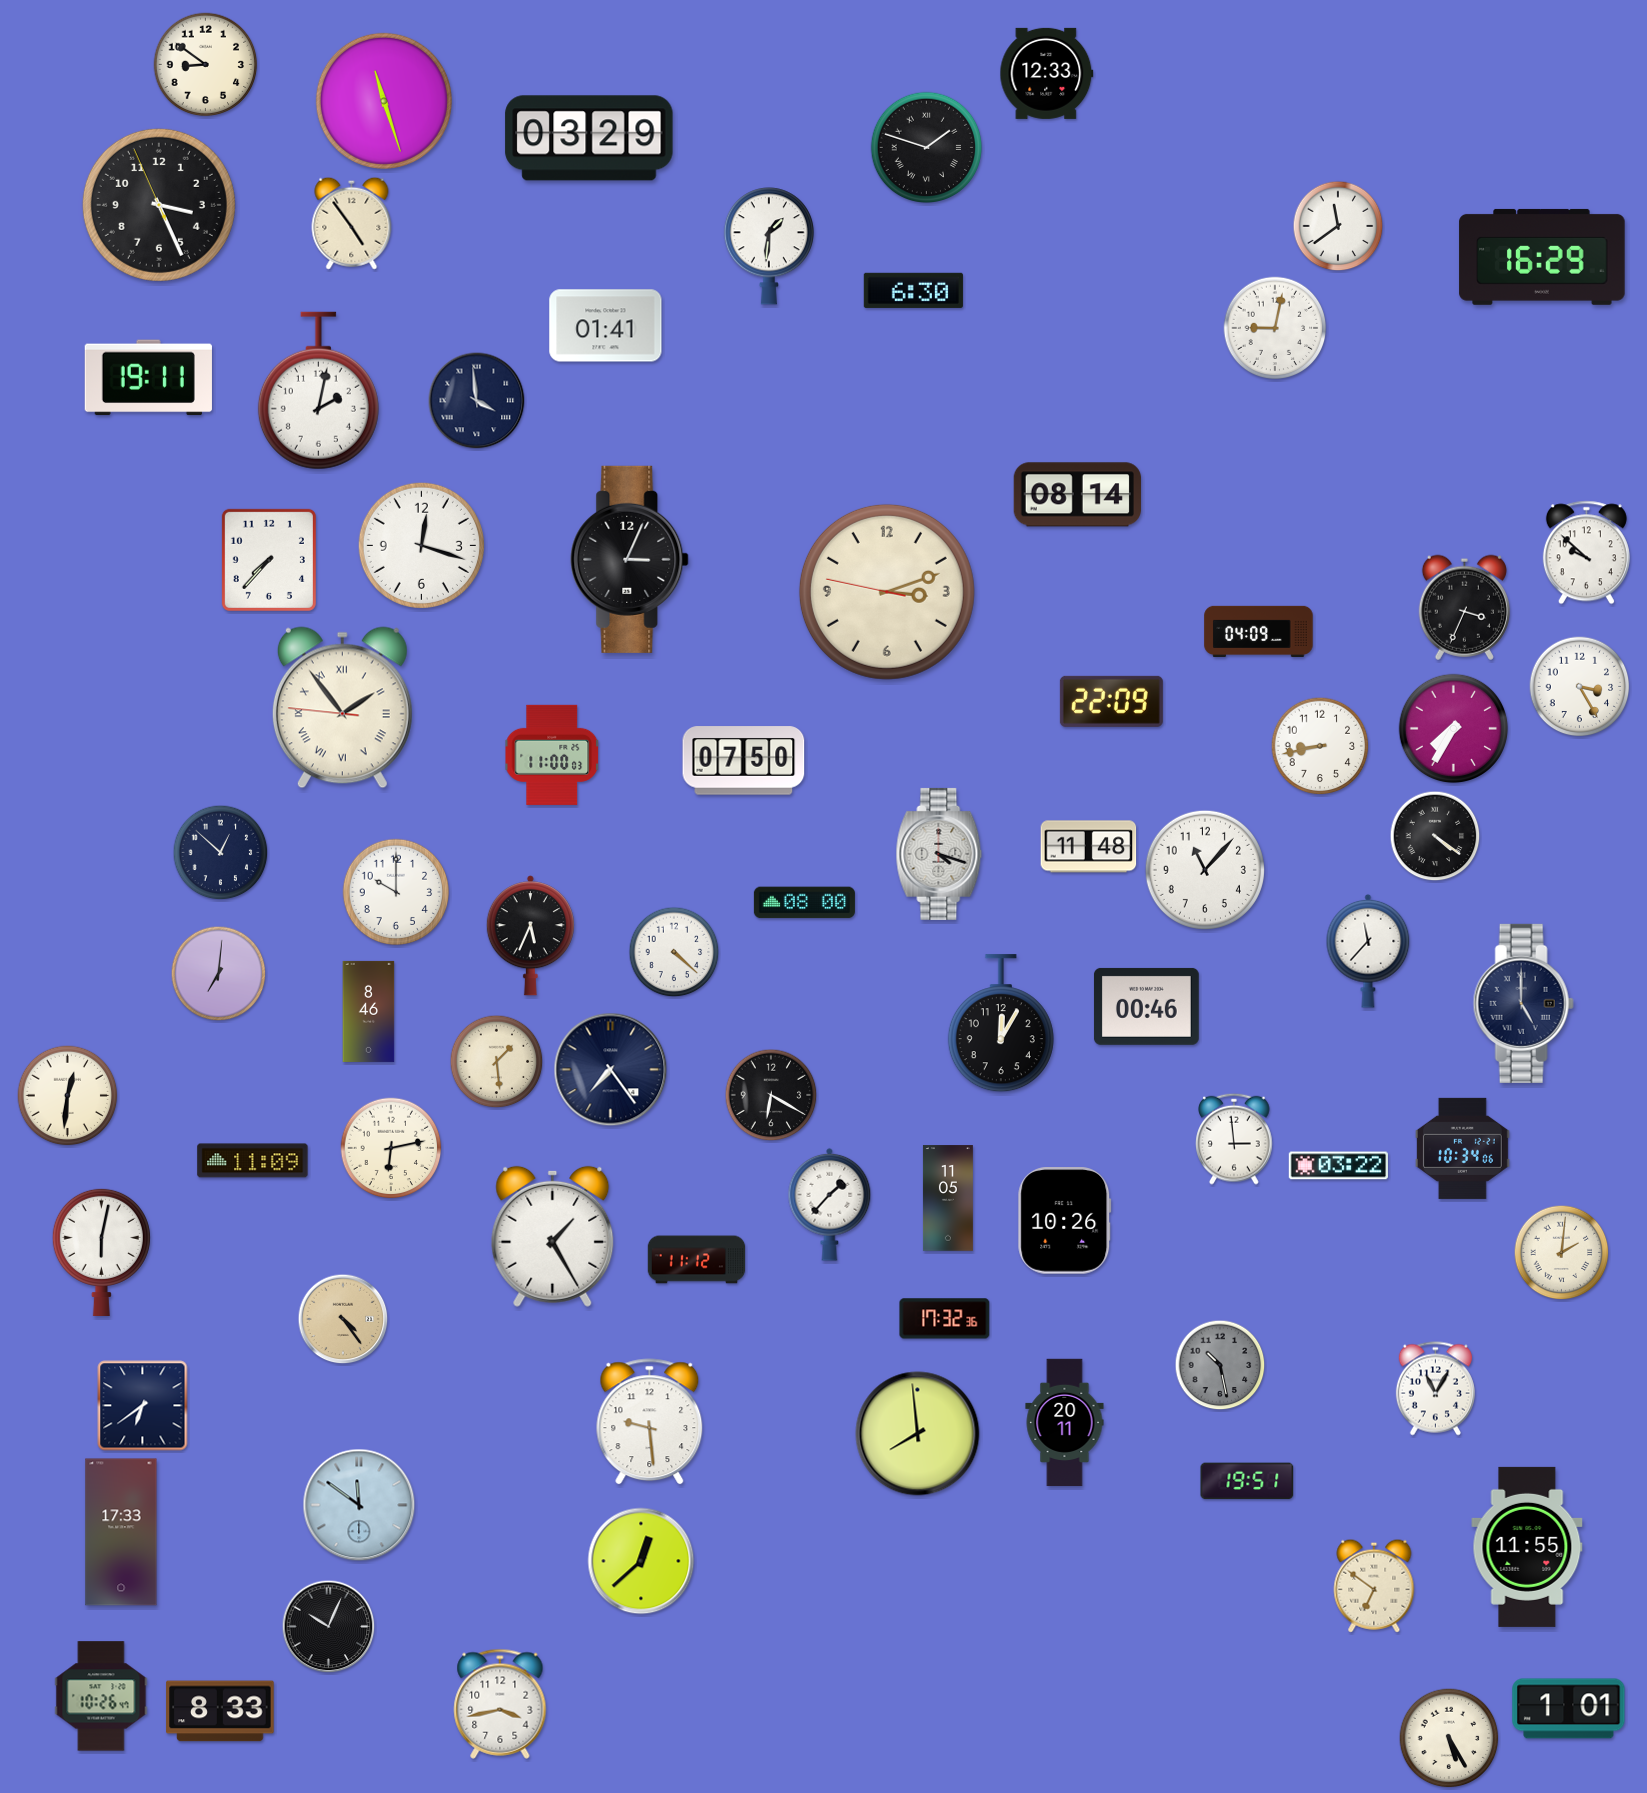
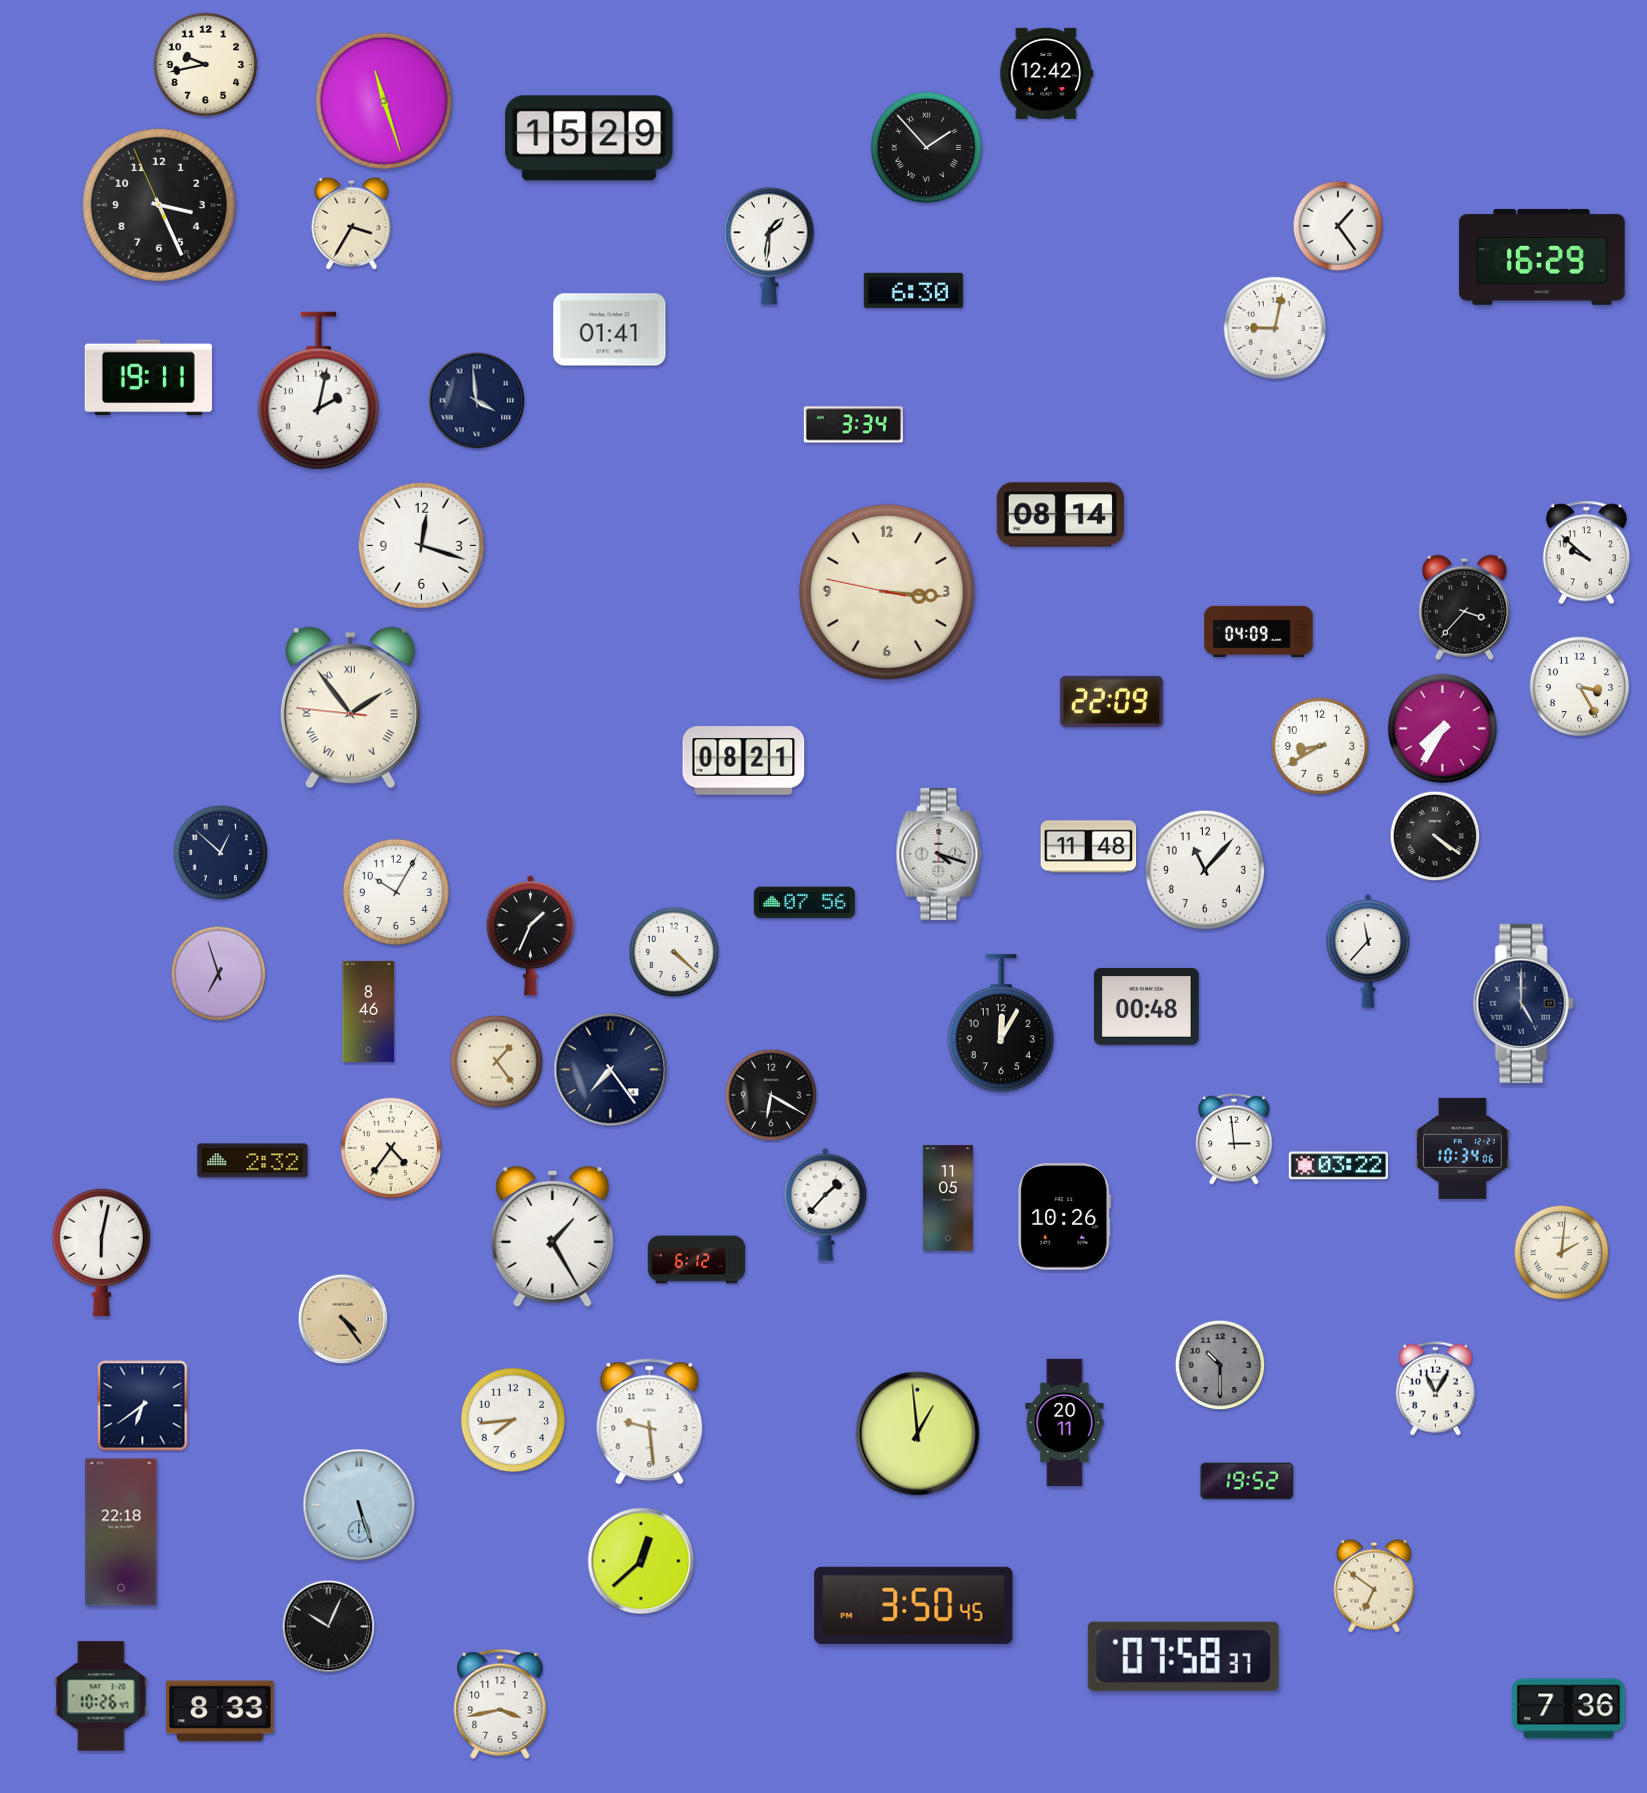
clock at (206, 65): 8:51 -> 9:43
clock at (1047, 73): 12:33 -> 12:42
clock at (589, 138): 03:29 -> 15:29
clock at (927, 148): 1:48 -> 1:53
clock at (352, 223): 4:54 -> 3:35
clock at (1338, 226): 11:39 -> 1:24
clock at (606, 326) position: (606, 326) -> (610, 330)
clock at (853, 425): none -> 3:34
clock at (1077, 495) position: (1077, 495) -> (1060, 515)
clock at (630, 559): 3:04 -> none
clock at (269, 560): 7:37 -> none
clock at (887, 592): 3:11 -> 3:15
clock at (1464, 607): 3:34 -> 3:37
clock at (342, 708) position: (342, 708) -> (350, 708)
clock at (1454, 729) position: (1454, 729) -> (1443, 729)
clock at (1320, 746): 8:43 -> 8:40
clock at (552, 755): 11:00 -> none
clock at (744, 761): 07:50 -> 08:21
clock at (396, 892): 10:00 -> 10:05
clock at (804, 903): 08:00 -> 07:56
clock at (530, 936): 5:34 -> 1:34
clock at (219, 974): 7:01 -> 6:57
clock at (1146, 1006): 00:46 -> 00:48
clock at (497, 1062): 1:29 -> 1:24
clock at (68, 1096): 12:31 -> none
clock at (391, 1148): 6:13 -> 4:36
clock at (253, 1161): 11:09 -> 2:32
clock at (830, 1204) position: (830, 1204) -> (826, 1204)
clock at (1065, 1221) position: (1065, 1221) -> (1065, 1217)
clock at (697, 1260): 11:12 -> 6:12
clock at (945, 1319): 17:32 -> none
clock at (1220, 1365): 10:28 -> 10:30
clock at (513, 1420): none -> 7:44
clock at (918, 1434): 7:59 -> 12:59
clock at (1247, 1481): 19:51 -> 19:52
clock at (359, 1505): 11:51 -> 5:27
clock at (121, 1532): 17:33 -> 22:18
clock at (1527, 1547): 11:55 -> none
clock at (914, 1605): none -> 3:50
clock at (1183, 1656): none -> 07:58
clock at (1569, 1709): 1:01 -> 7:36
clock at (1449, 1738): 5:25 -> none
